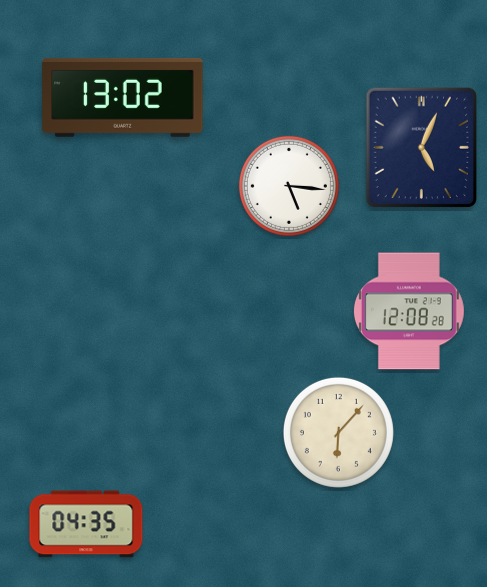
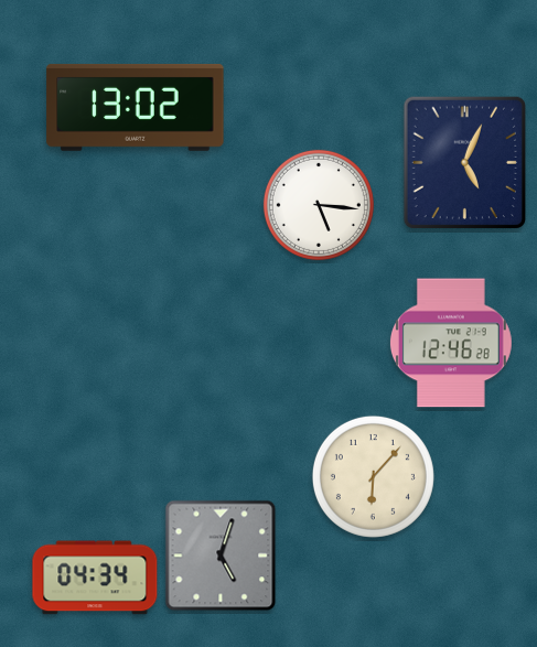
clock at (409, 311): 12:08 -> 12:46
clock at (221, 556): none -> 5:03
clock at (86, 524): 04:35 -> 04:34
